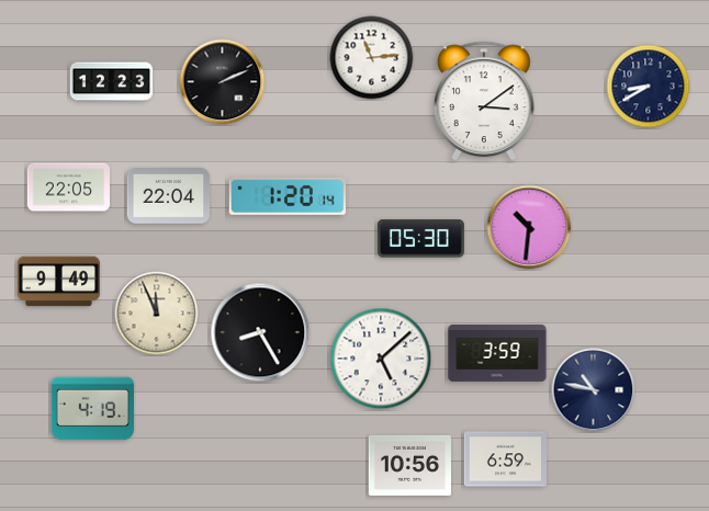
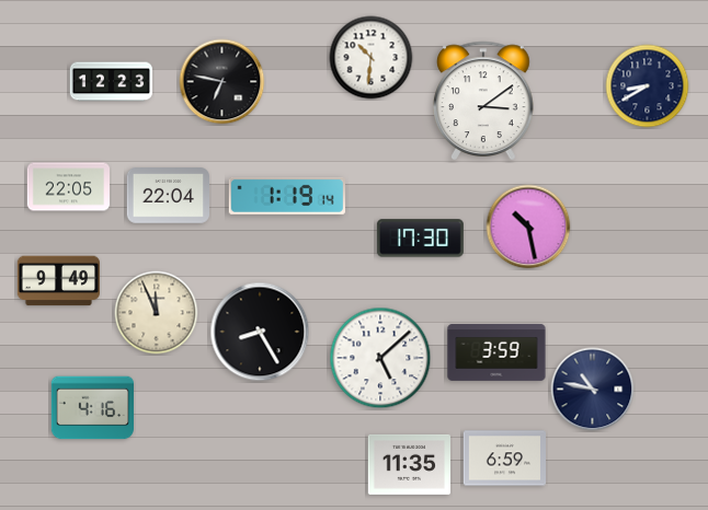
clock at (372, 58): 11:14 -> 10:31
clock at (223, 82): 2:11 -> 6:47
clock at (288, 196): 1:20 -> 1:19
clock at (529, 227): 10:31 -> 10:28
clock at (420, 239): 05:30 -> 17:30
clock at (93, 409): 4:19 -> 4:16
clock at (409, 465): 10:56 -> 11:35
